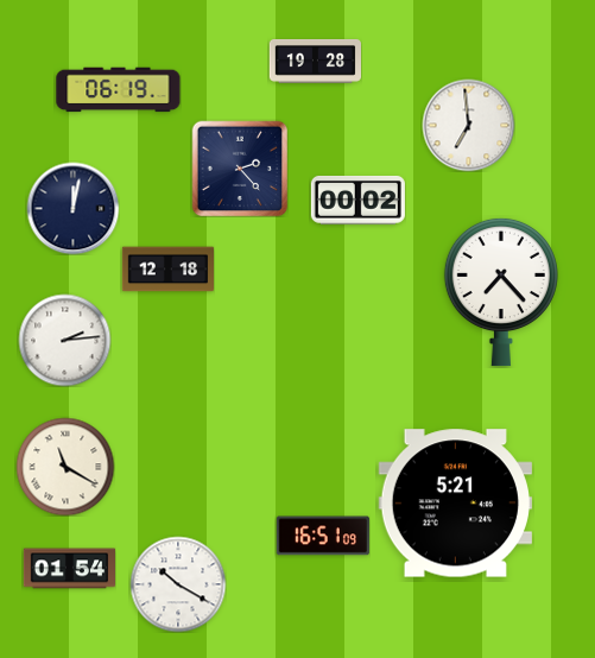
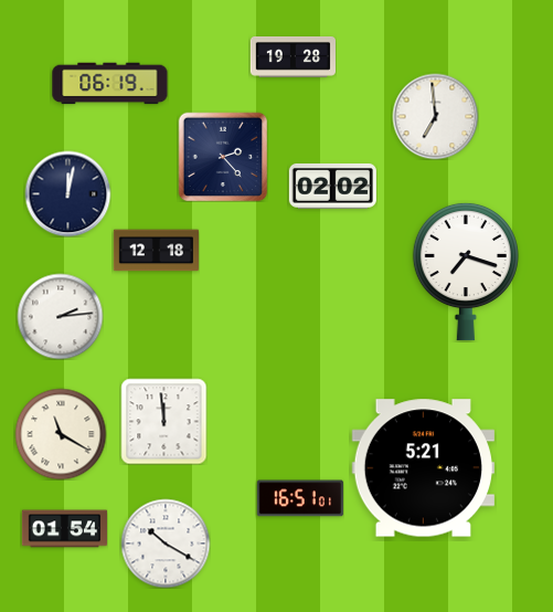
clock at (357, 200): 00:02 -> 02:02
clock at (501, 292): 7:23 -> 7:18
clock at (163, 421): none -> 11:59
clock at (323, 536): 16:51:09 -> 16:51:01
